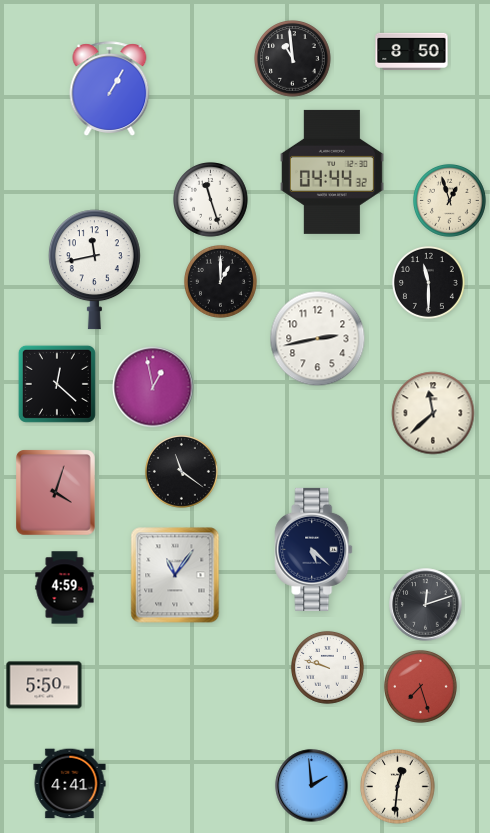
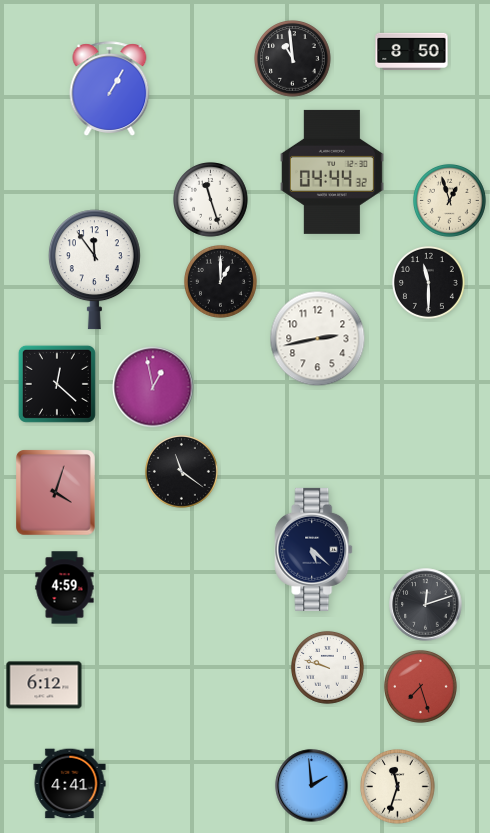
clock at (94, 270): 11:43 -> 11:54
clock at (433, 413): 11:38 -> none
clock at (175, 575): 11:06 -> none
clock at (44, 685): 5:50 -> 6:12
clock at (398, 787): 12:31 -> 11:33
